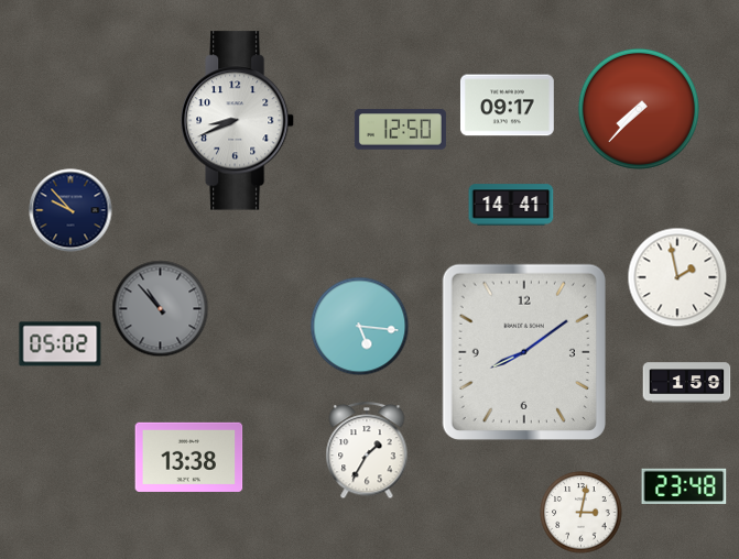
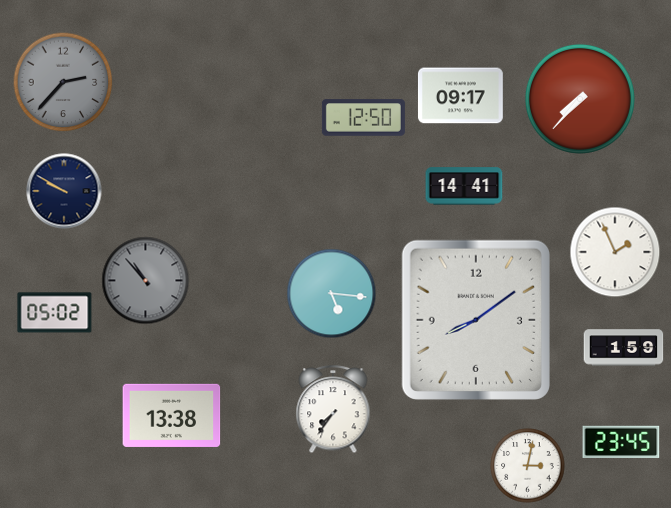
clock at (63, 82): none -> 2:37
clock at (239, 121): 8:41 -> none
clock at (70, 210): 9:53 -> 9:50
clock at (677, 277): 1:58 -> 1:56
clock at (360, 327) position: (360, 327) -> (332, 294)
clock at (367, 451): 1:35 -> 7:36
clock at (684, 485): 23:48 -> 23:45
